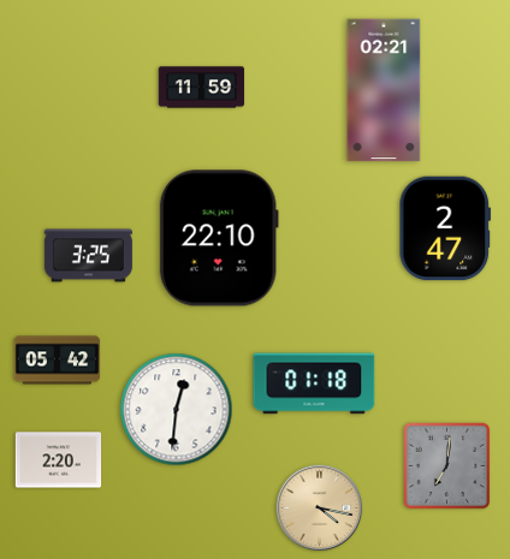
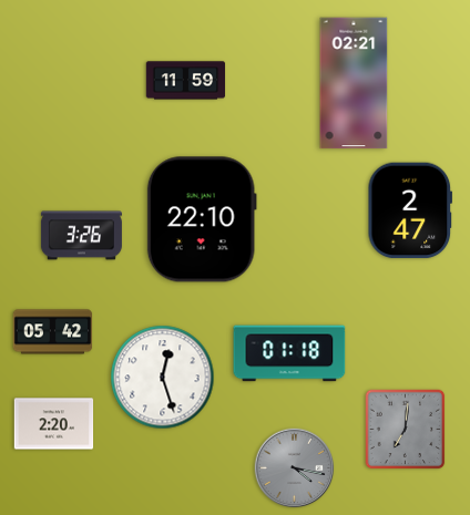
clock at (88, 256): 3:25 -> 3:26
clock at (177, 410): 12:31 -> 12:27
clock at (447, 466) position: (447, 466) -> (406, 430)
clock at (320, 509) dial: champagne -> grey
